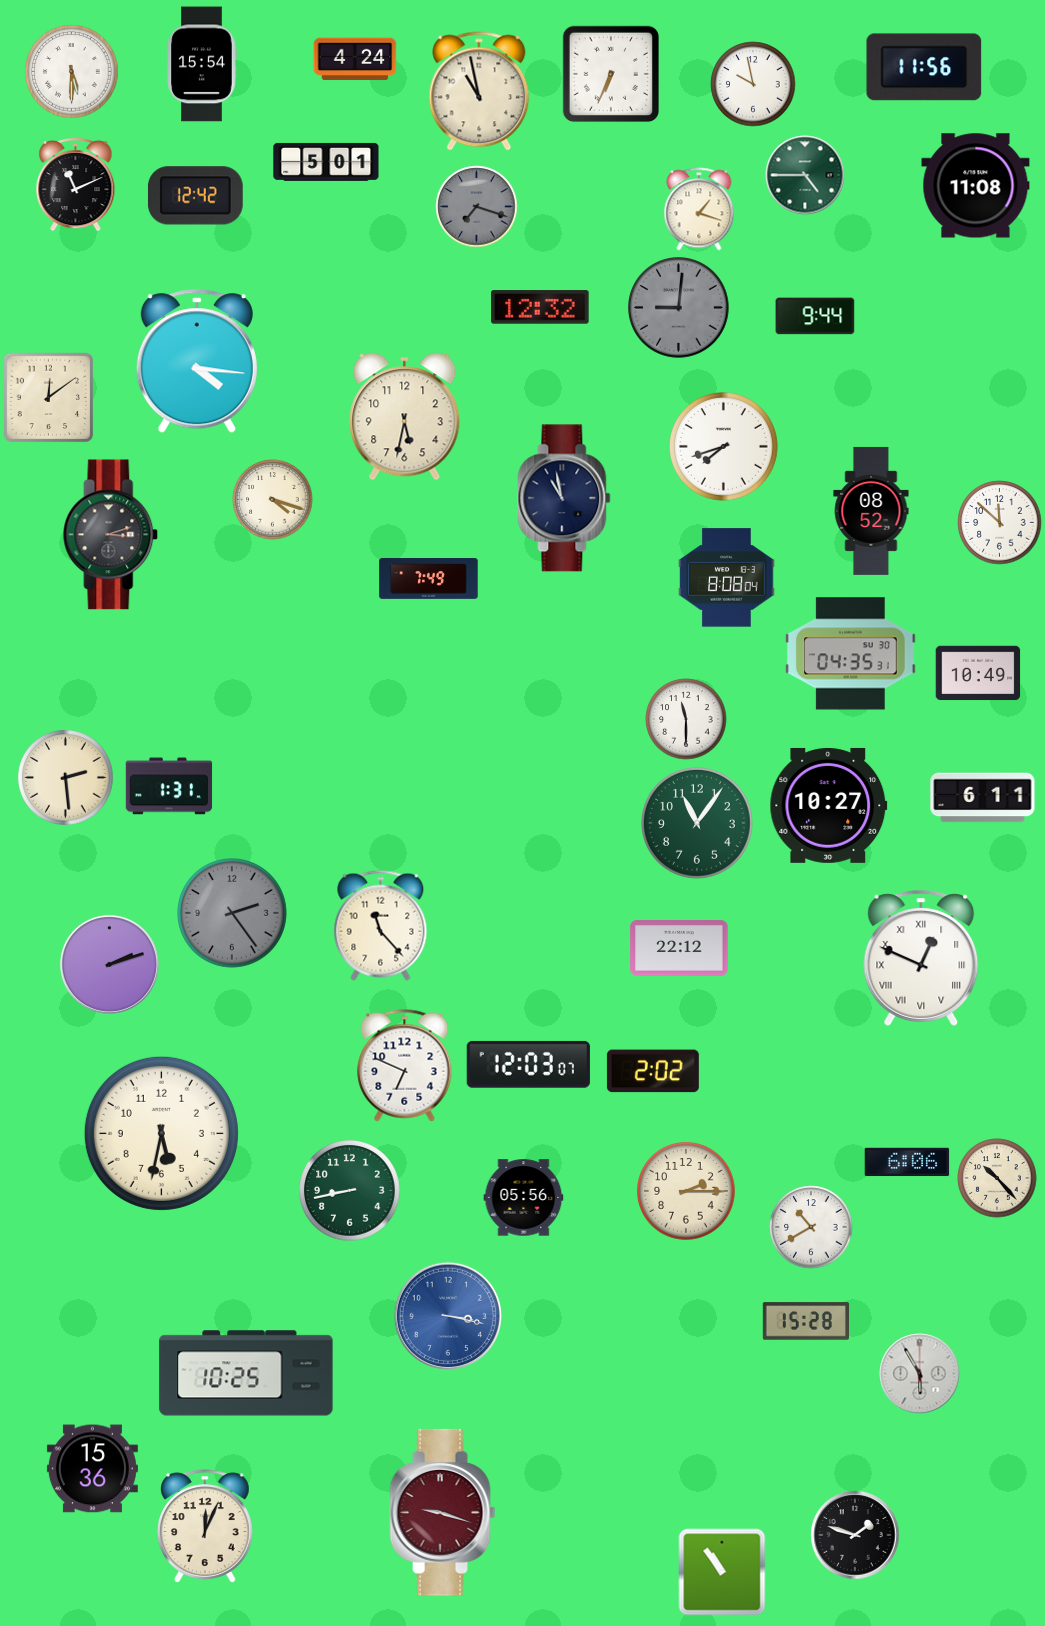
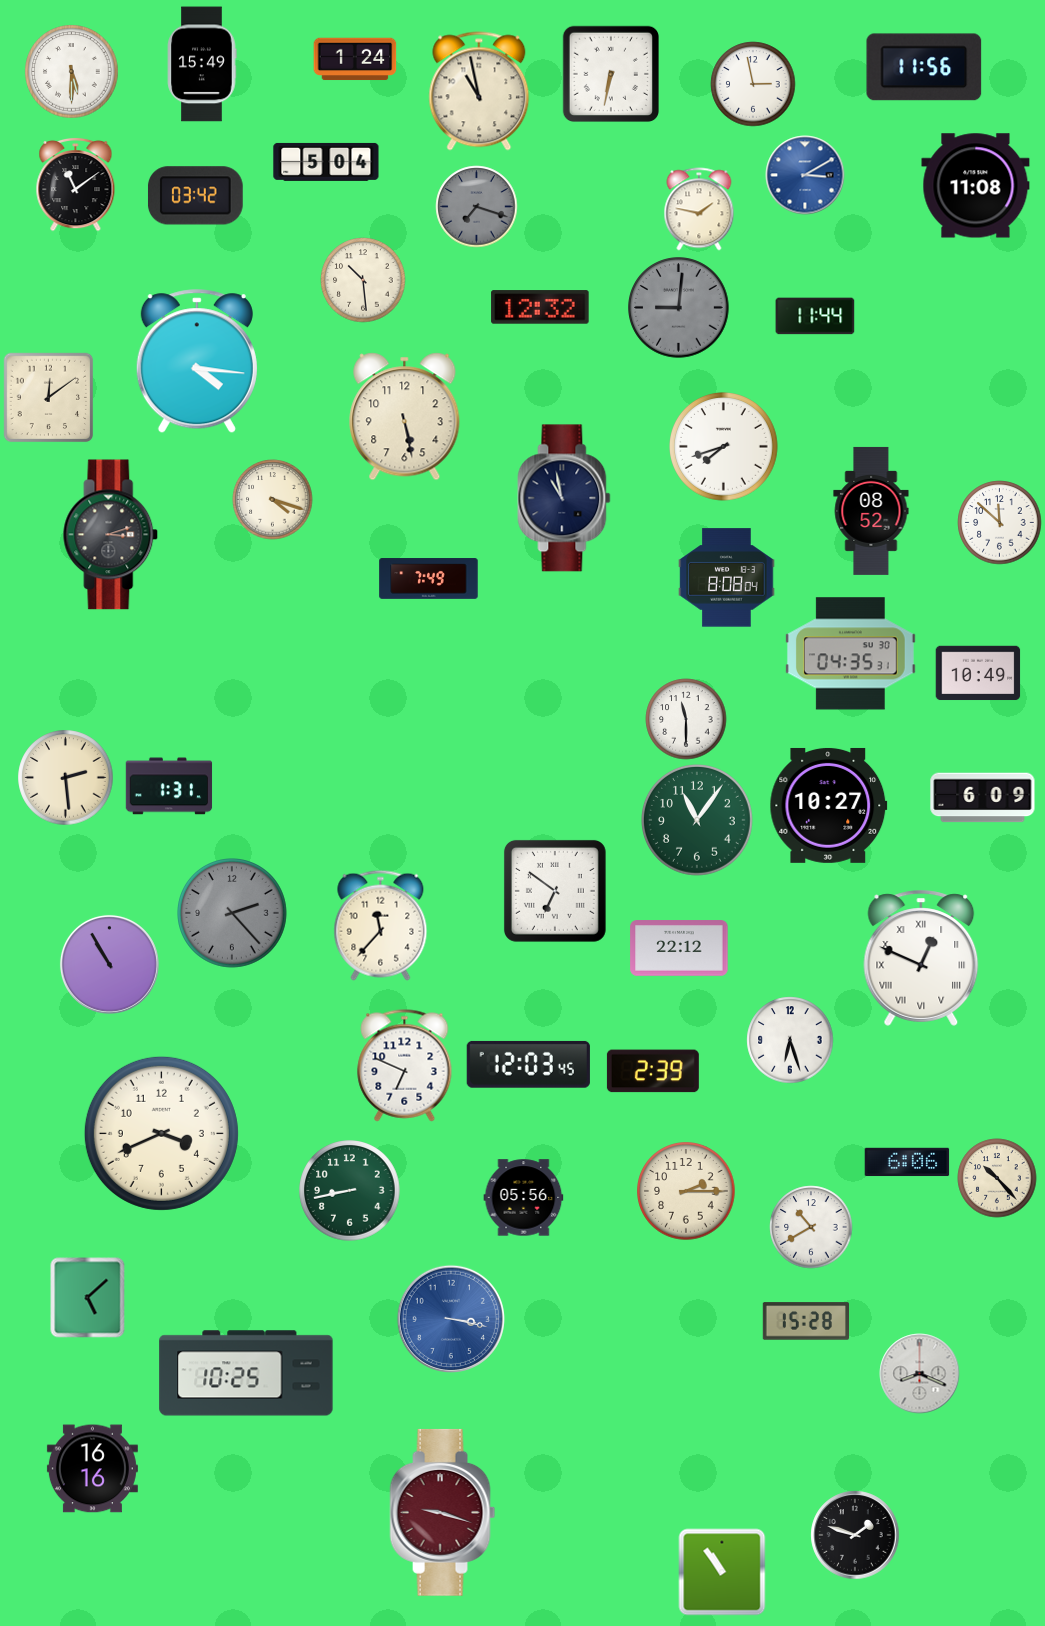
clock at (355, 59): 4:24 -> 1:24
clock at (202, 64): 15:54 -> 15:49
clock at (610, 73): 6:34 -> 6:32
clock at (753, 84): 9:58 -> 2:58
clock at (326, 162): 5:01 -> 5:04
clock at (805, 175): 4:45 -> 3:10
clock at (805, 175) dial: green -> blue
clock at (76, 184): 11:11 -> 11:09
clock at (195, 196): 12:42 -> 03:42
clock at (699, 209): 1:18 -> 1:47
clock at (363, 280): none -> 10:29
clock at (815, 316): 9:44 -> 11:44
clock at (405, 417): 5:32 -> 5:28
clock at (983, 798): 6:11 -> 6:09
clock at (698, 824) position: (698, 824) -> (698, 821)
clock at (555, 891): none -> 6:51
clock at (233, 914): 2:24 -> 2:23
clock at (381, 925): 11:23 -> 11:37
clock at (109, 964): 2:12 -> 10:55
clock at (790, 1040): none -> 6:27
clock at (528, 1064): 12:03:07 -> 12:03:45
clock at (653, 1071): 2:02 -> 2:39
clock at (161, 1133): 5:32 -> 3:41
clock at (88, 1298): none -> 5:08
clock at (448, 1316) position: (448, 1316) -> (451, 1319)
clock at (920, 1374): 5:55 -> 8:19
clock at (92, 1469): 15:36 -> 16:16
clock at (206, 1526): 12:04 -> none
